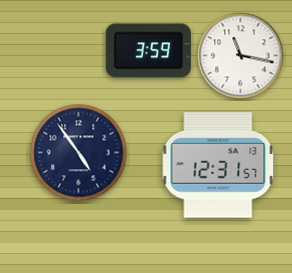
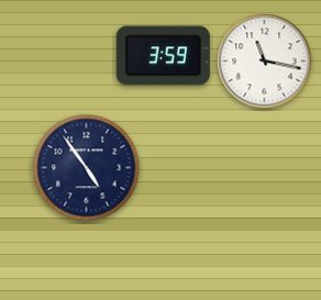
clock at (218, 165): 12:31 -> none
